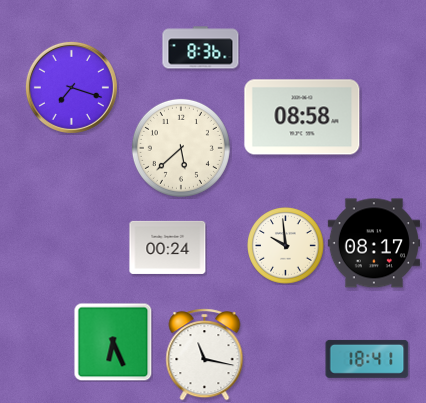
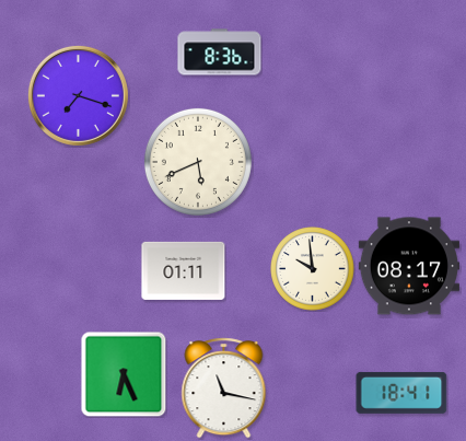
clock at (302, 117): 08:58 -> none
clock at (181, 148): 5:38 -> 5:41
clock at (168, 247): 00:24 -> 01:11
